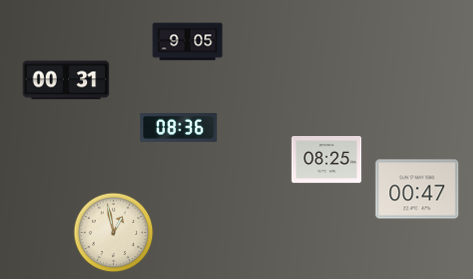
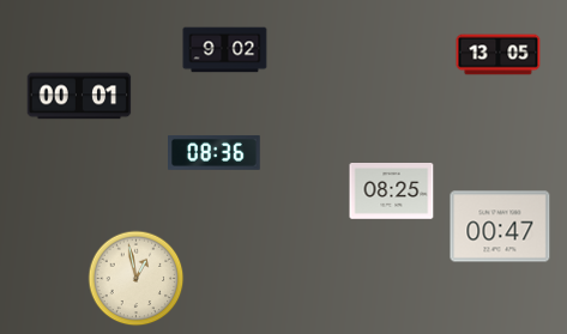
clock at (188, 42): 9:05 -> 9:02
clock at (499, 55): none -> 13:05
clock at (66, 80): 00:31 -> 00:01
